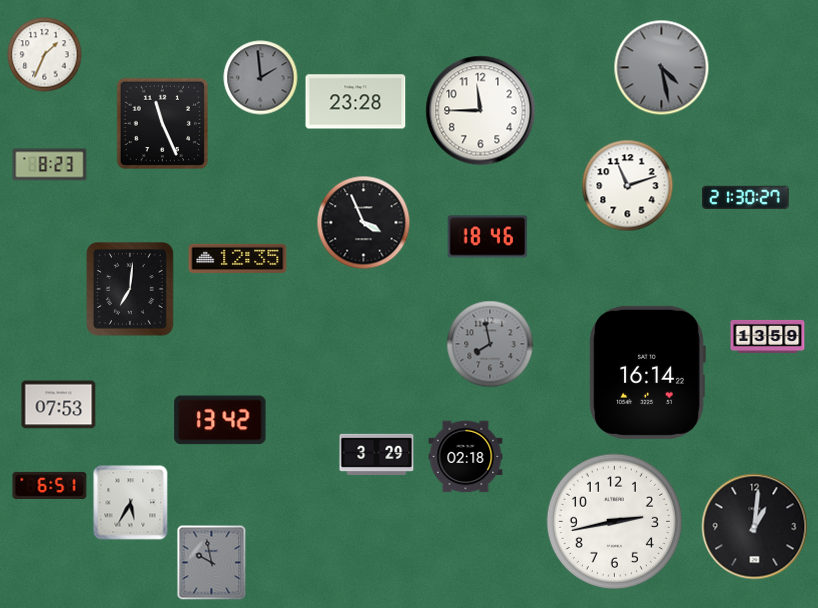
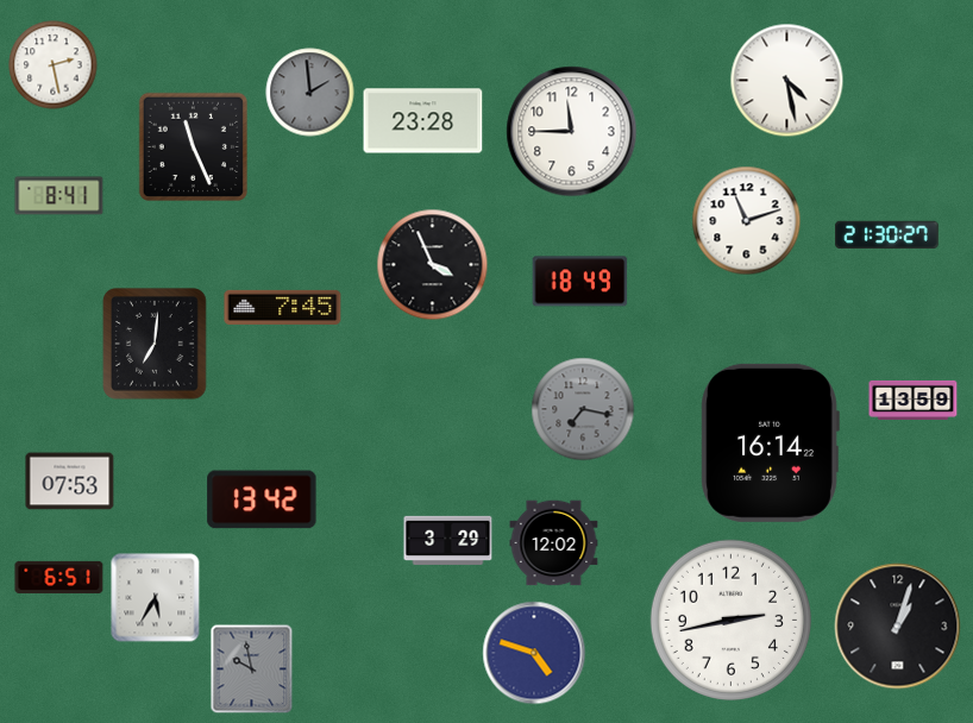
clock at (45, 55): 1:34 -> 2:28
clock at (662, 68) dial: grey -> white
clock at (50, 165): 8:23 -> 8:41
clock at (488, 237): 18:46 -> 18:49
clock at (238, 258): 12:35 -> 7:45
clock at (490, 344): 7:58 -> 7:17
clock at (466, 457): 02:18 -> 12:02
clock at (755, 527): 1:01 -> 1:03
clock at (534, 653): none -> 4:48
